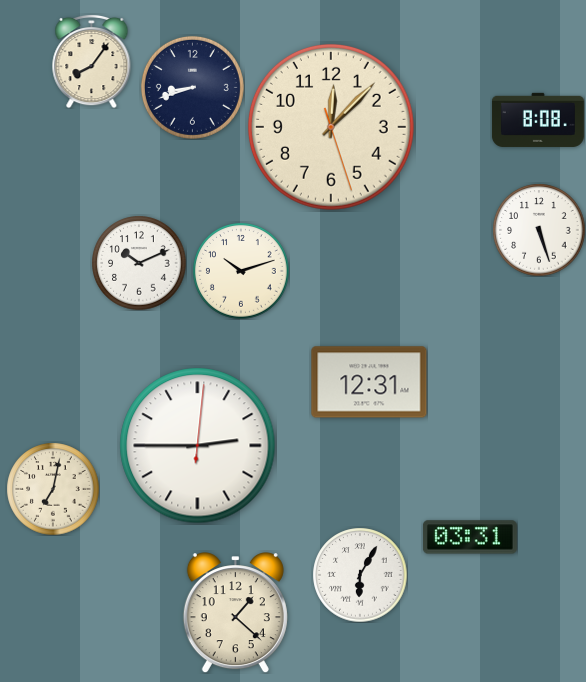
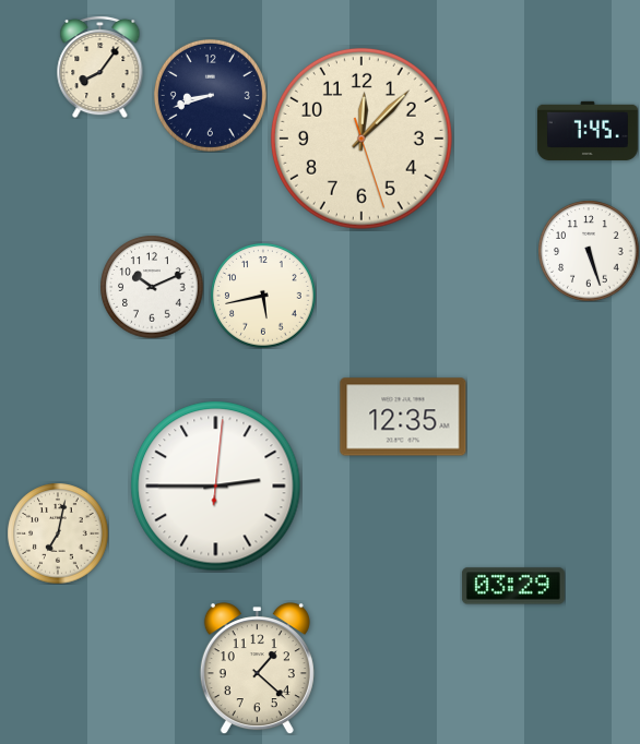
clock at (538, 120): 8:08 -> 7:45
clock at (241, 271): 10:12 -> 5:43
clock at (369, 382): 12:31 -> 12:35
clock at (470, 537): 03:31 -> 03:29
clock at (360, 575): 6:05 -> none
